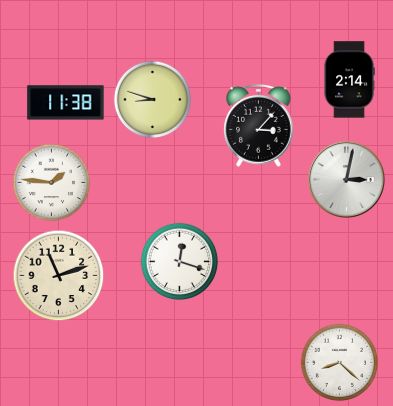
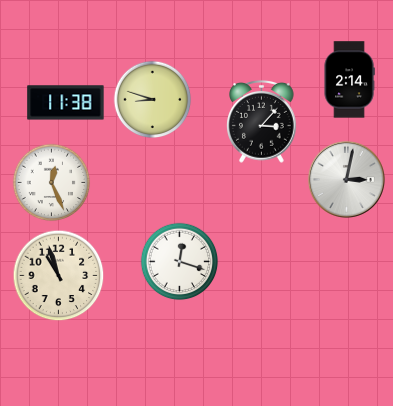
clock at (259, 125) position: (259, 125) -> (262, 121)
clock at (51, 182): 1:46 -> 12:26
clock at (58, 275): 11:12 -> 10:57
clock at (339, 362): 8:22 -> none
